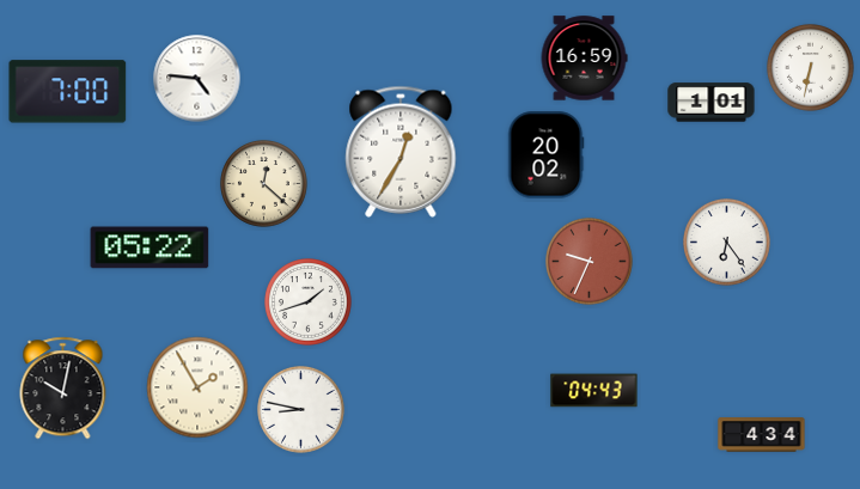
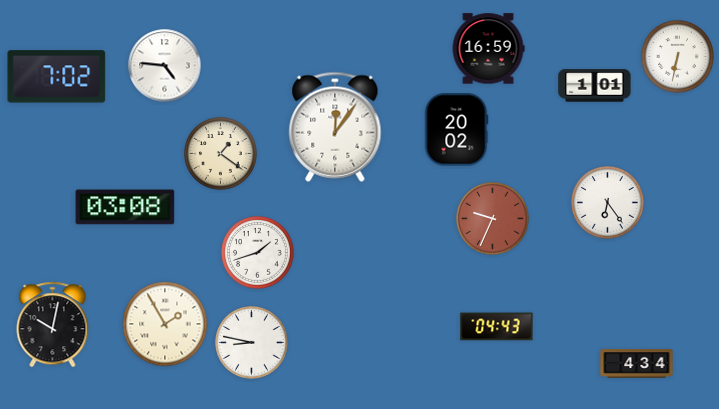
clock at (68, 92): 7:00 -> 7:02
clock at (401, 152): 12:35 -> 12:06
clock at (264, 184): 12:22 -> 1:21
clock at (150, 247): 05:22 -> 03:08
